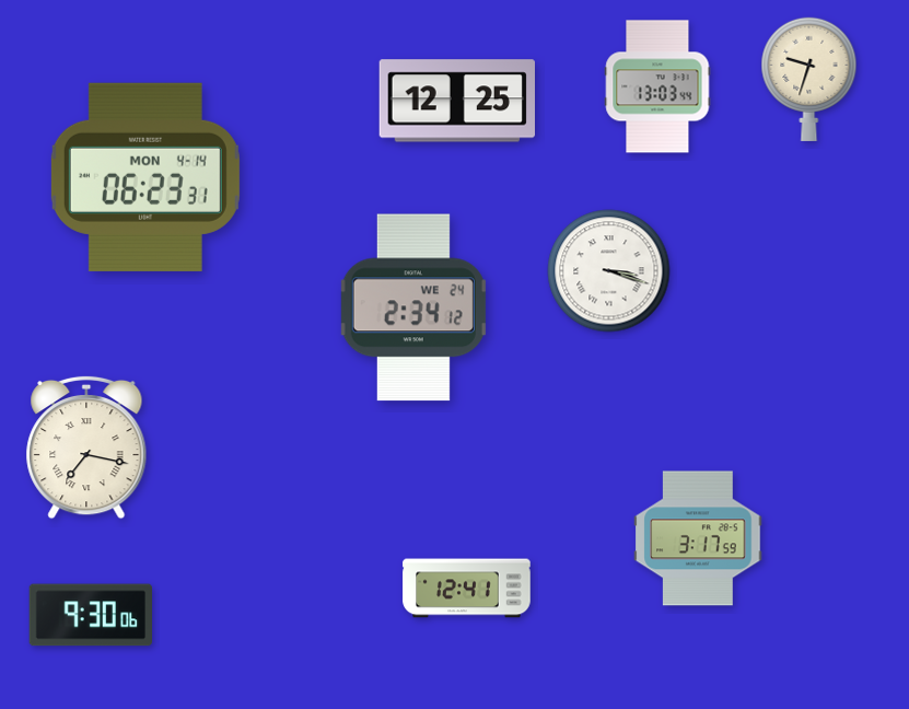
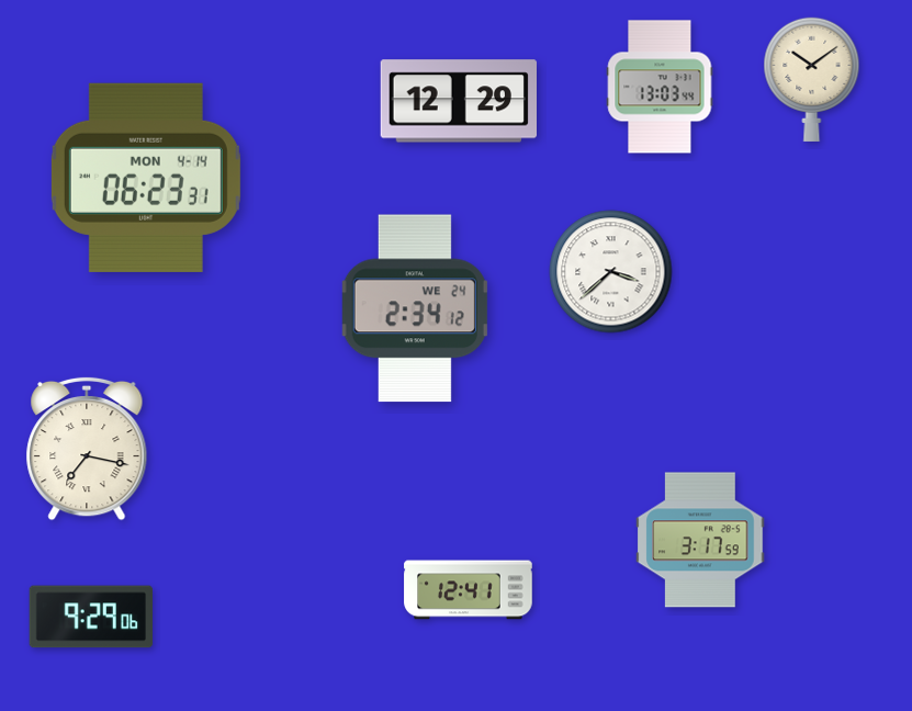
clock at (809, 79): 9:33 -> 10:09
clock at (456, 101): 12:25 -> 12:29
clock at (609, 271): 3:18 -> 3:38
clock at (90, 615): 9:30 -> 9:29
